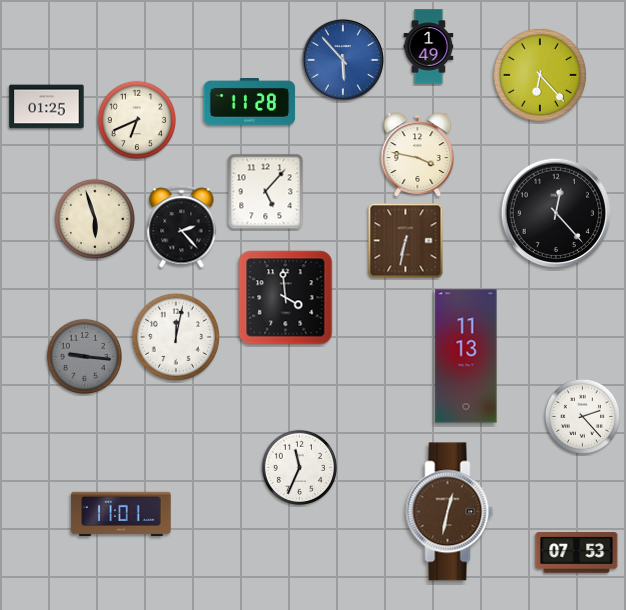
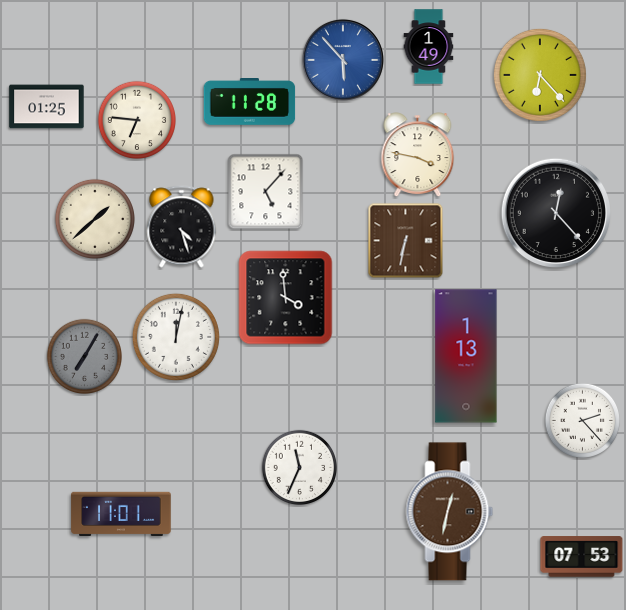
clock at (136, 119): 6:41 -> 6:46
clock at (95, 219): 5:57 -> 1:38
clock at (182, 227): 2:23 -> 4:27
clock at (84, 356): 9:16 -> 7:05
clock at (466, 356): 11:13 -> 1:13
clock at (582, 416) position: (582, 416) -> (582, 420)
clock at (577, 553) position: (577, 553) -> (582, 557)
